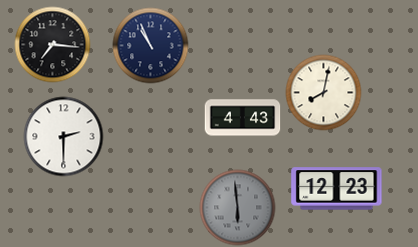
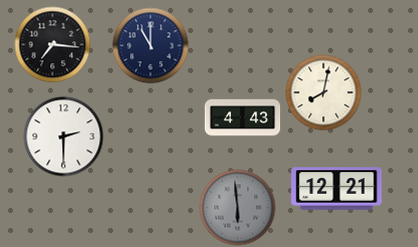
clock at (151, 46): 10:56 -> 11:00
clock at (337, 189): 12:23 -> 12:21
